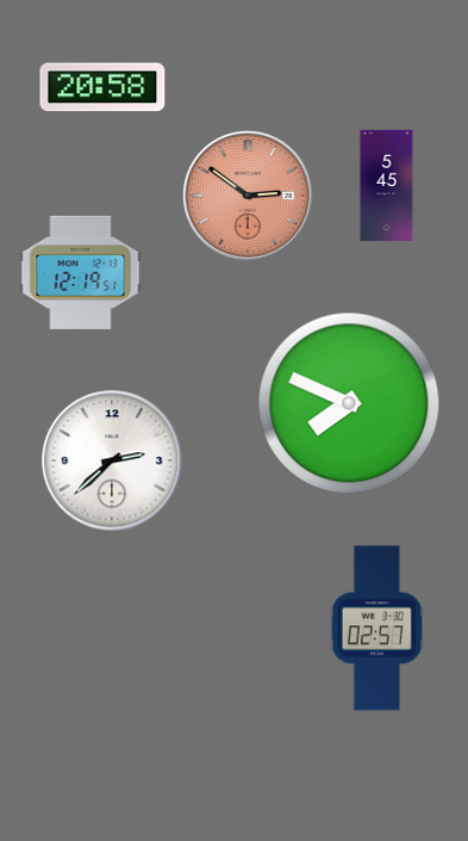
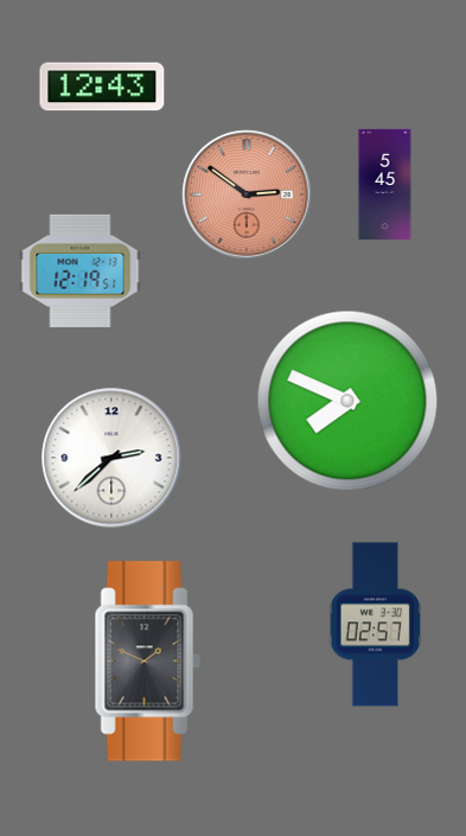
clock at (102, 87): 20:58 -> 12:43
clock at (147, 662): none -> 1:49
